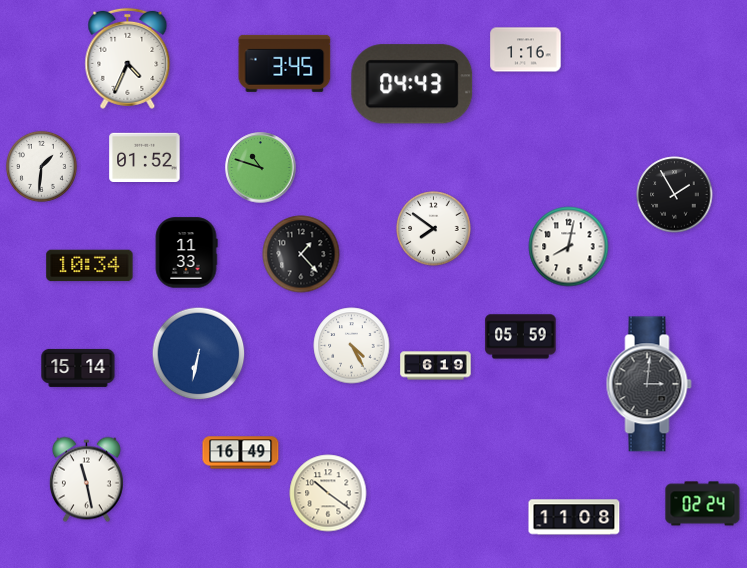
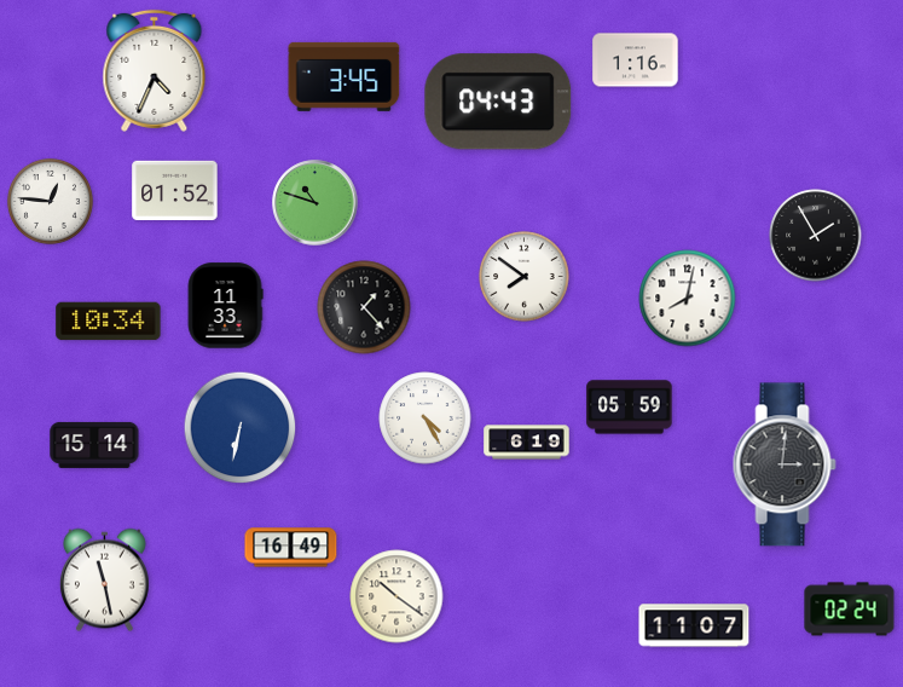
clock at (41, 166): 1:31 -> 12:46
clock at (574, 517): 11:08 -> 11:07
